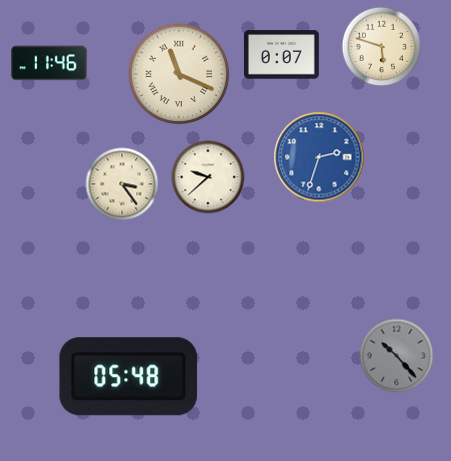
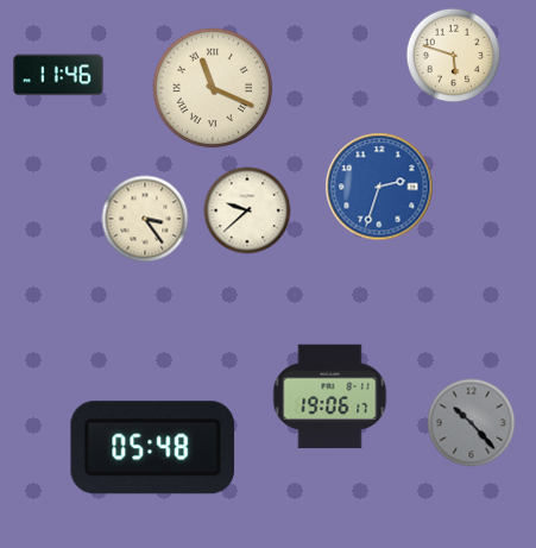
clock at (281, 55): 0:07 -> none
clock at (330, 397): none -> 19:06
